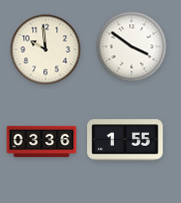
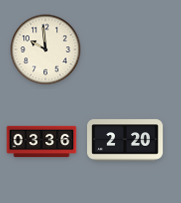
clock at (132, 47): 3:51 -> none
clock at (125, 140): 1:55 -> 2:20
